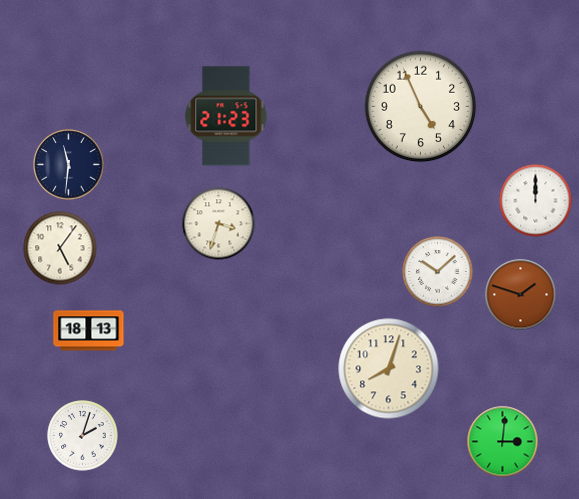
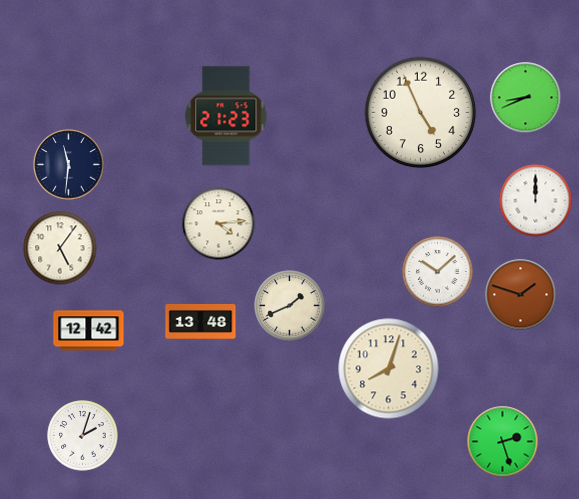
clock at (526, 98): none -> 8:41
clock at (421, 107) position: (421, 107) -> (421, 113)
clock at (219, 224): 3:33 -> 4:14
clock at (290, 306): none -> 1:41
clock at (201, 321): none -> 13:48
clock at (89, 331): 18:13 -> 12:42
clock at (503, 442): 3:01 -> 2:27
